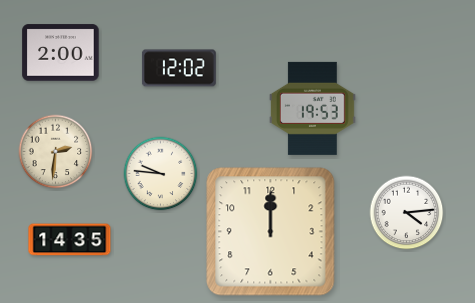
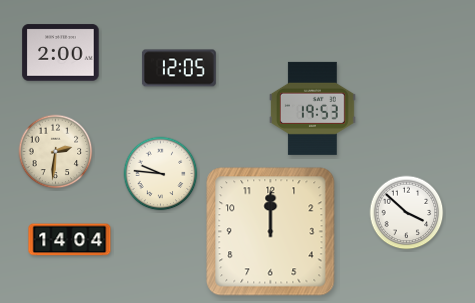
clock at (179, 68): 12:02 -> 12:05
clock at (407, 213): 4:14 -> 3:52
clock at (70, 240): 14:35 -> 14:04
